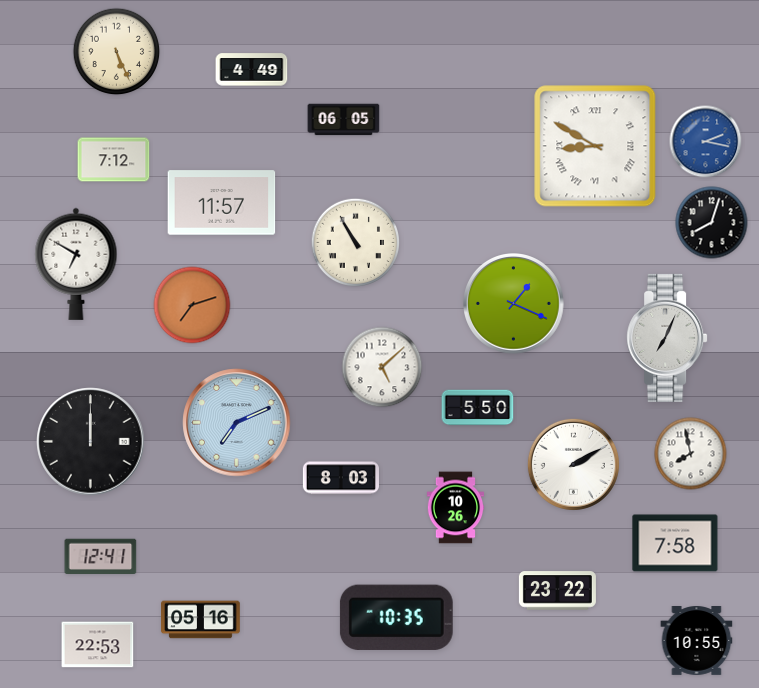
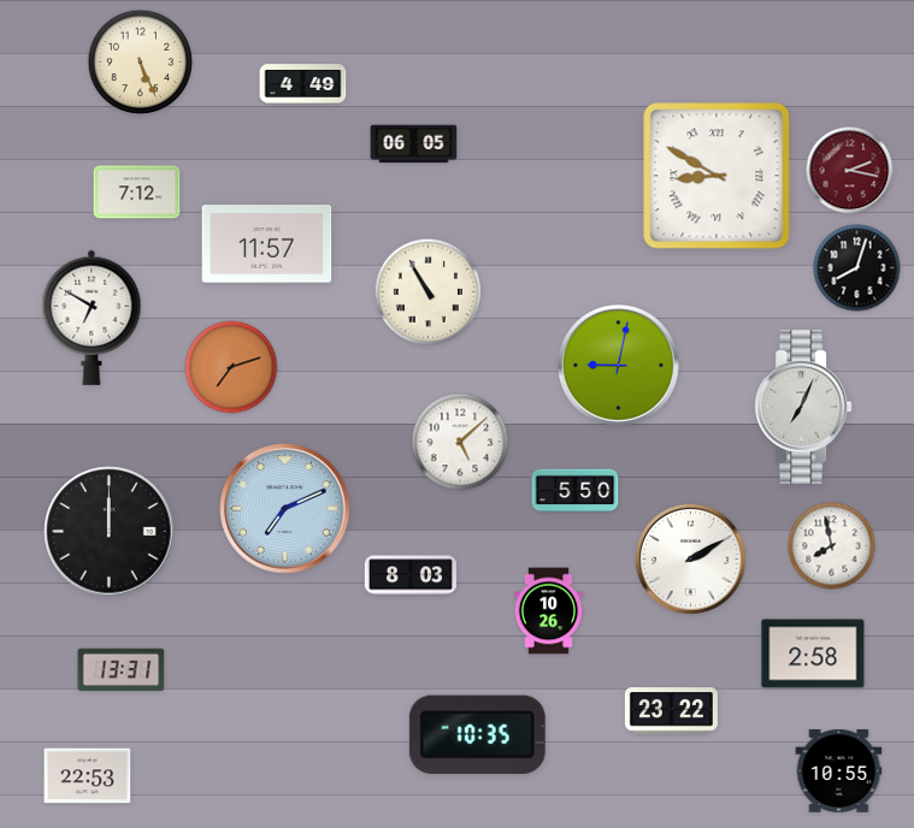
clock at (706, 142) dial: blue -> burgundy
clock at (514, 304): 1:19 -> 9:02
clock at (675, 543): 7:58 -> 2:58
clock at (101, 557): 12:41 -> 13:31
clock at (396, 617) position: (396, 617) -> (477, 734)
clock at (201, 620): 05:16 -> none
clock at (98, 645) position: (98, 645) -> (88, 776)
